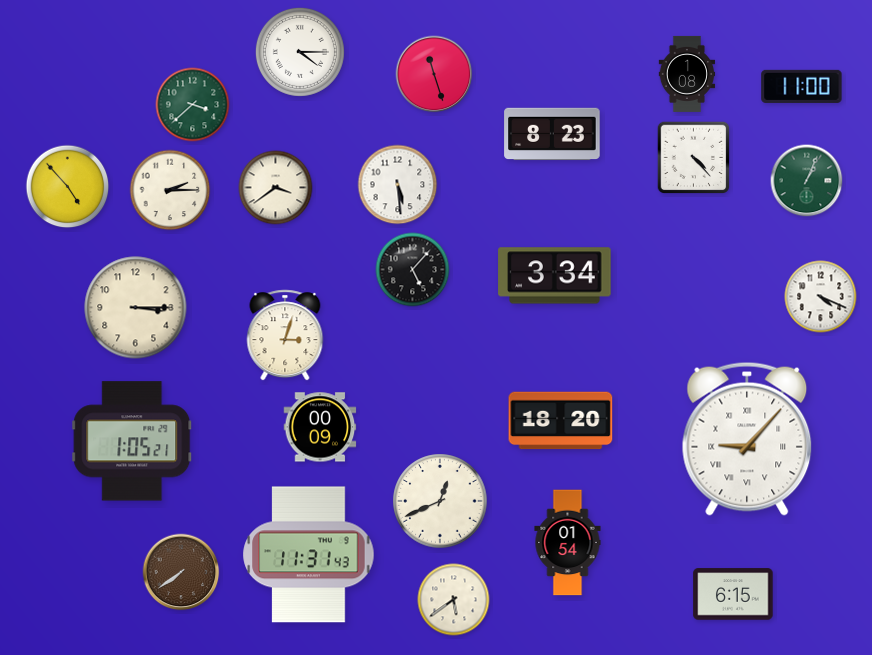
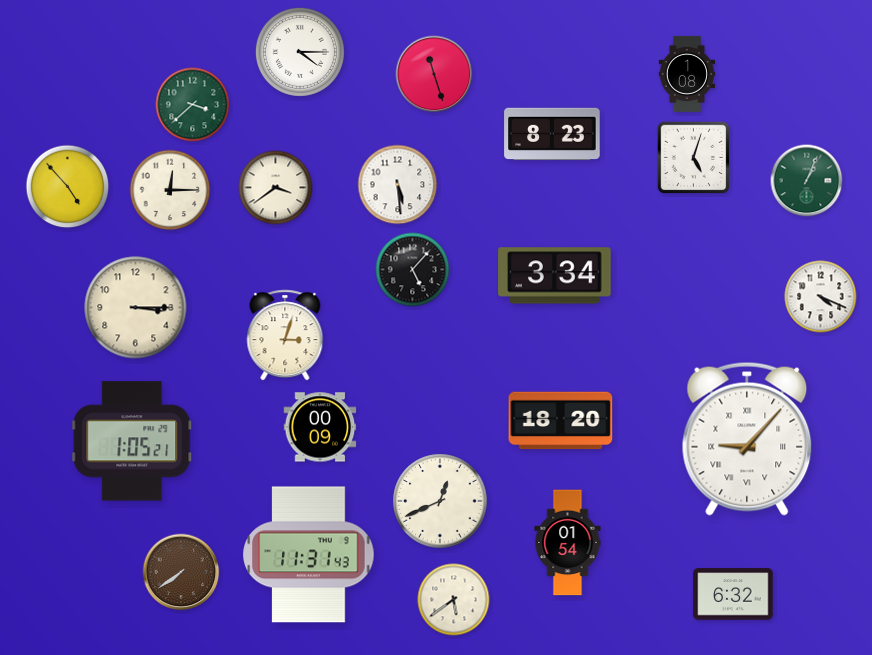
clock at (802, 86): 11:00 -> none
clock at (694, 158): 4:23 -> 5:03
clock at (170, 190): 2:15 -> 12:15
clock at (733, 594): 6:15 -> 6:32
